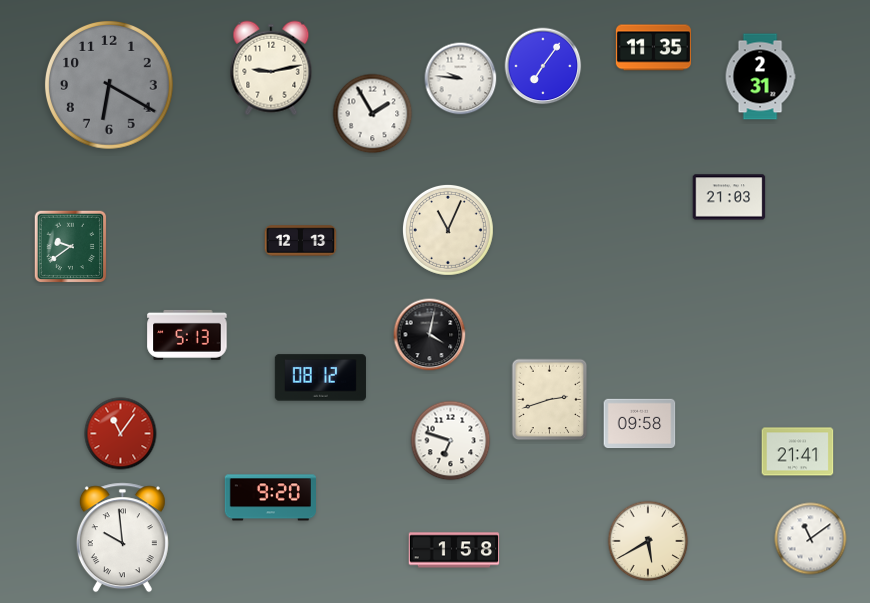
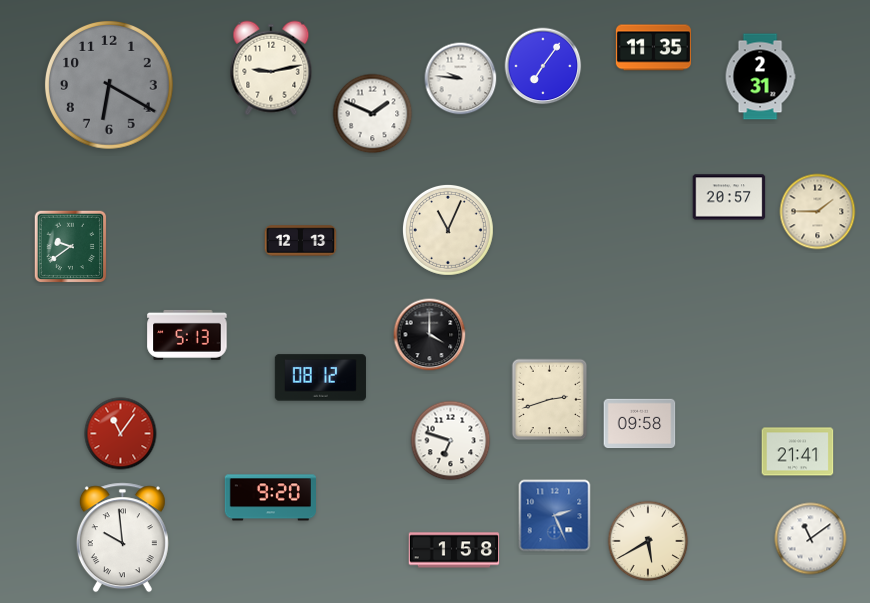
clock at (373, 114): 1:55 -> 1:49
clock at (729, 197): 21:03 -> 20:57
clock at (818, 212): none -> 1:45
clock at (430, 335): 4:02 -> 4:00
clock at (555, 516): none -> 2:26
